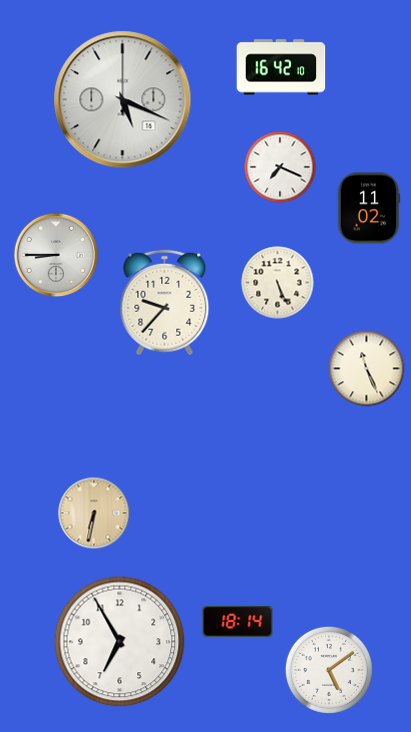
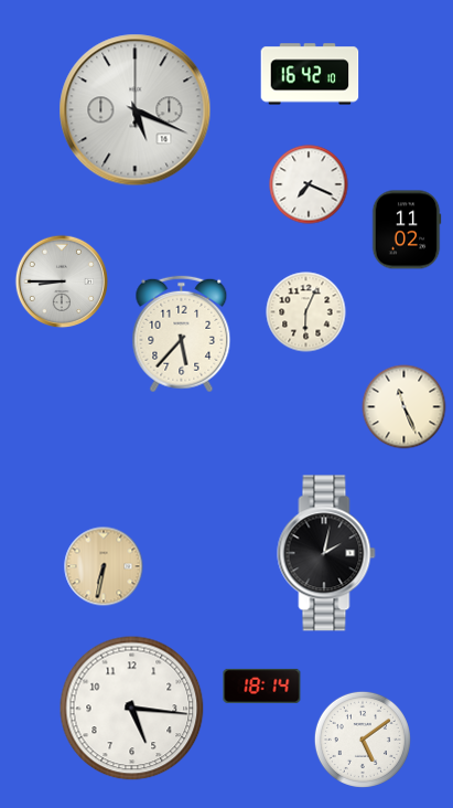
clock at (278, 283): 5:26 -> 6:04
clock at (165, 303): 9:37 -> 5:37
clock at (326, 553): none -> 2:02
clock at (120, 642): 6:55 -> 5:16
